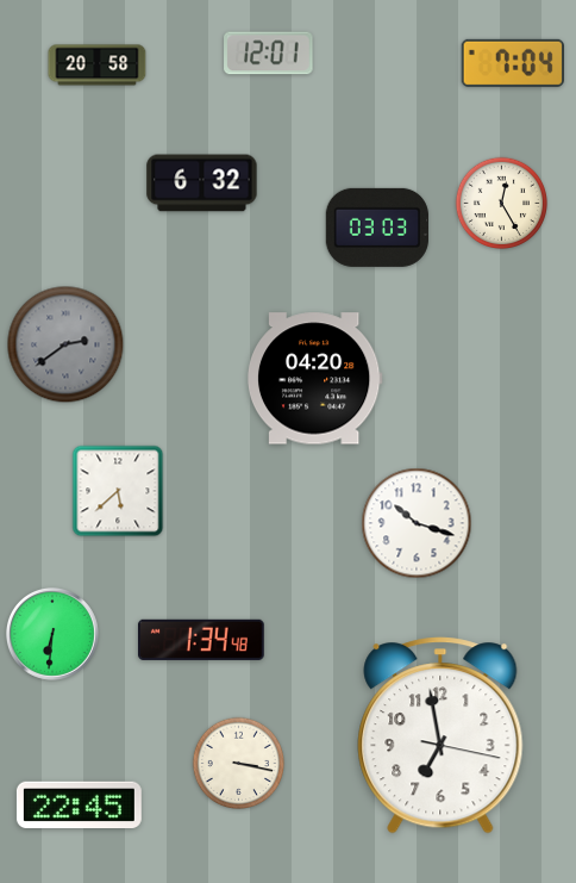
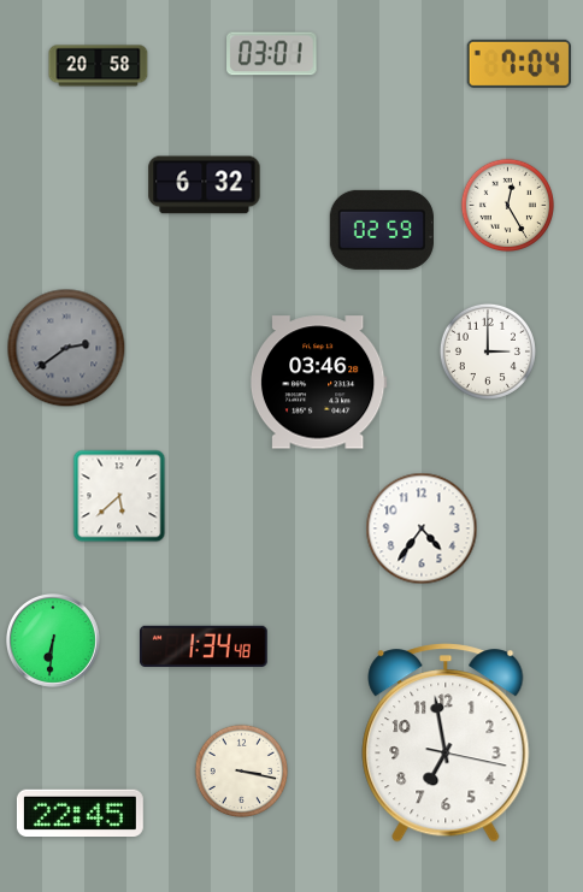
clock at (269, 54): 12:01 -> 03:01
clock at (377, 228): 03:03 -> 02:59
clock at (488, 352): none -> 3:00
clock at (314, 379): 04:20 -> 03:46
clock at (417, 523): 10:18 -> 4:36
